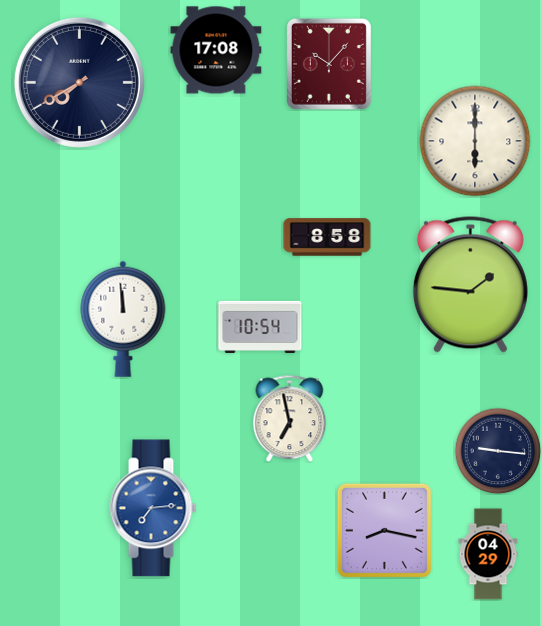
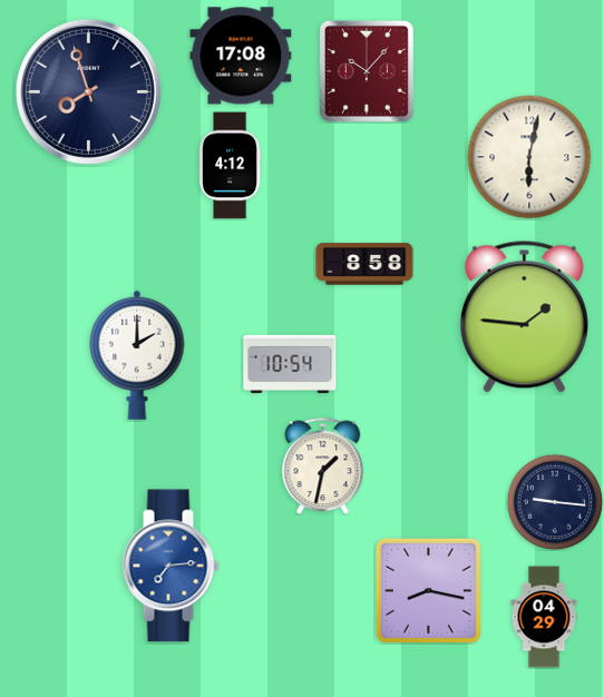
clock at (79, 82): 7:40 -> 7:57
clock at (475, 141): 6:00 -> 6:02
clock at (230, 166): none -> 4:12
clock at (123, 319): 11:59 -> 2:00
clock at (290, 418): 6:58 -> 1:32
